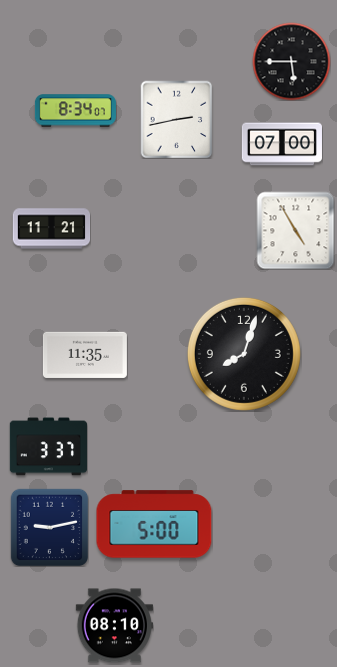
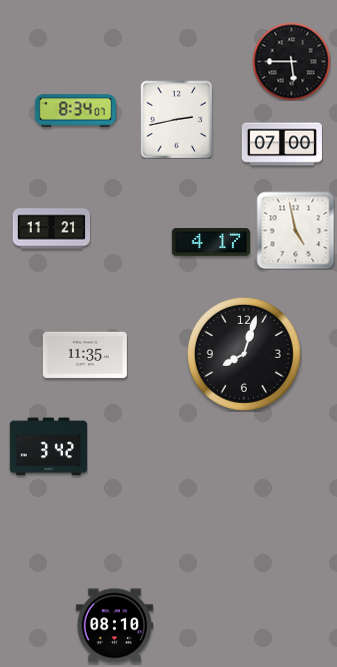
clock at (295, 230): 4:55 -> 4:58
clock at (210, 243): none -> 4:17
clock at (48, 447): 3:37 -> 3:42
clock at (154, 524): 5:00 -> none
clock at (49, 527): 9:13 -> none
